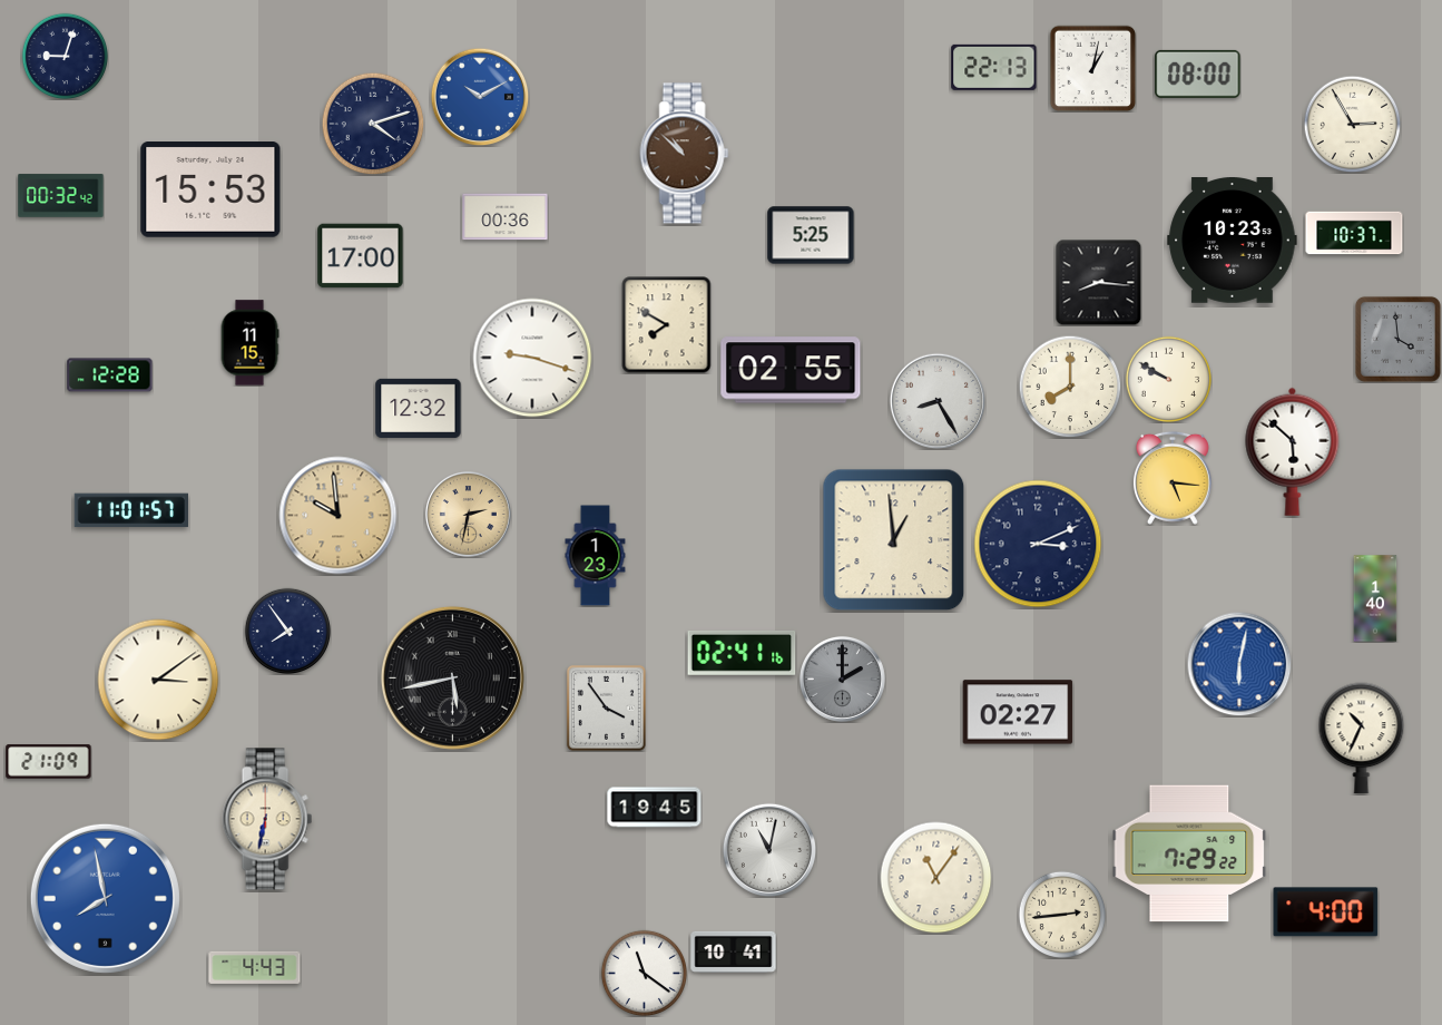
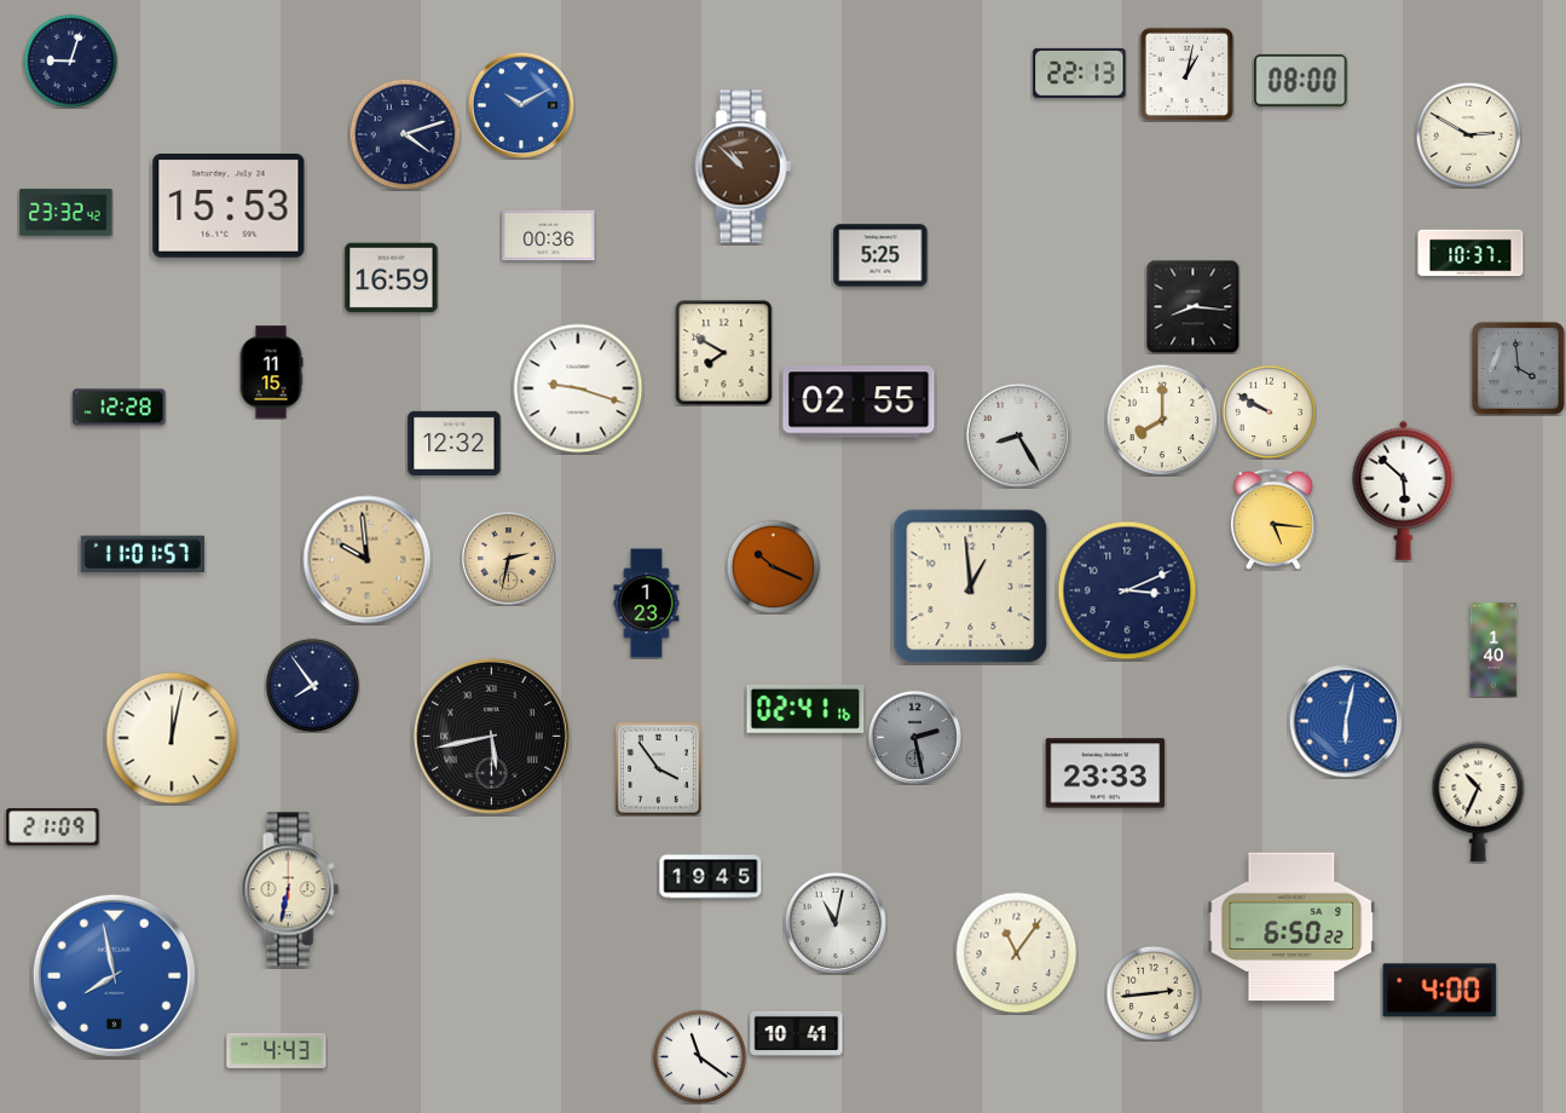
clock at (1352, 124): 2:55 -> 2:50
clock at (61, 196): 00:32 -> 23:32
clock at (1233, 241): 10:23 -> none
clock at (361, 256): 17:00 -> 16:59
clock at (773, 566): none -> 10:19
clock at (842, 679): 2:00 -> 2:28
clock at (158, 680): 3:09 -> 12:02
clock at (1018, 712): 02:27 -> 23:33
clock at (1189, 853): 7:29 -> 6:50
